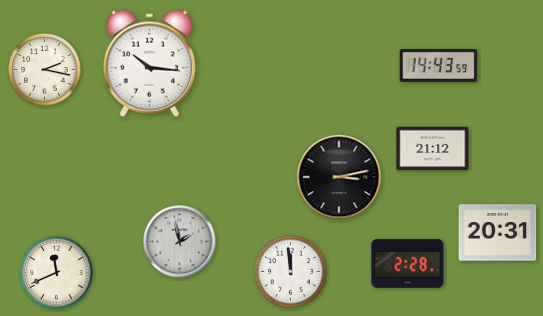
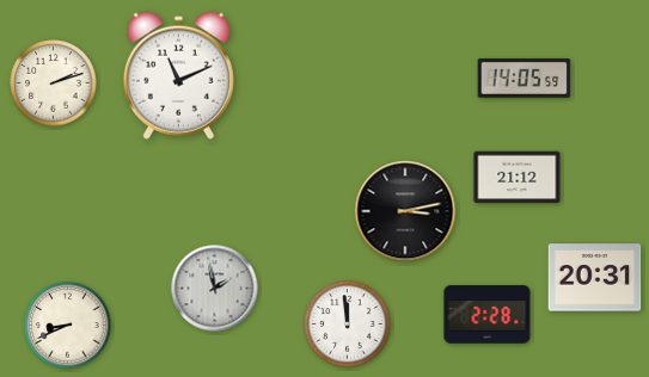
clock at (149, 63): 10:16 -> 11:11
clock at (439, 65): 14:43 -> 14:05
clock at (45, 70): 2:17 -> 2:12
clock at (57, 273): 11:41 -> 8:41
